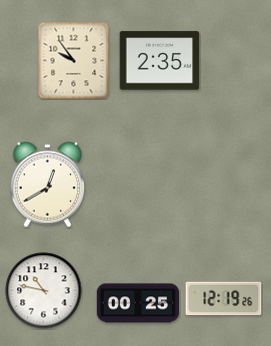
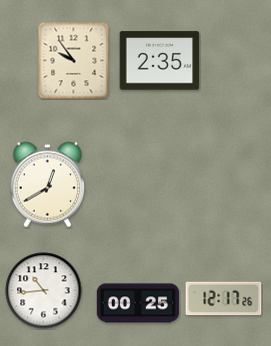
clock at (44, 291): 10:47 -> 10:44
clock at (224, 299): 12:19 -> 12:17
